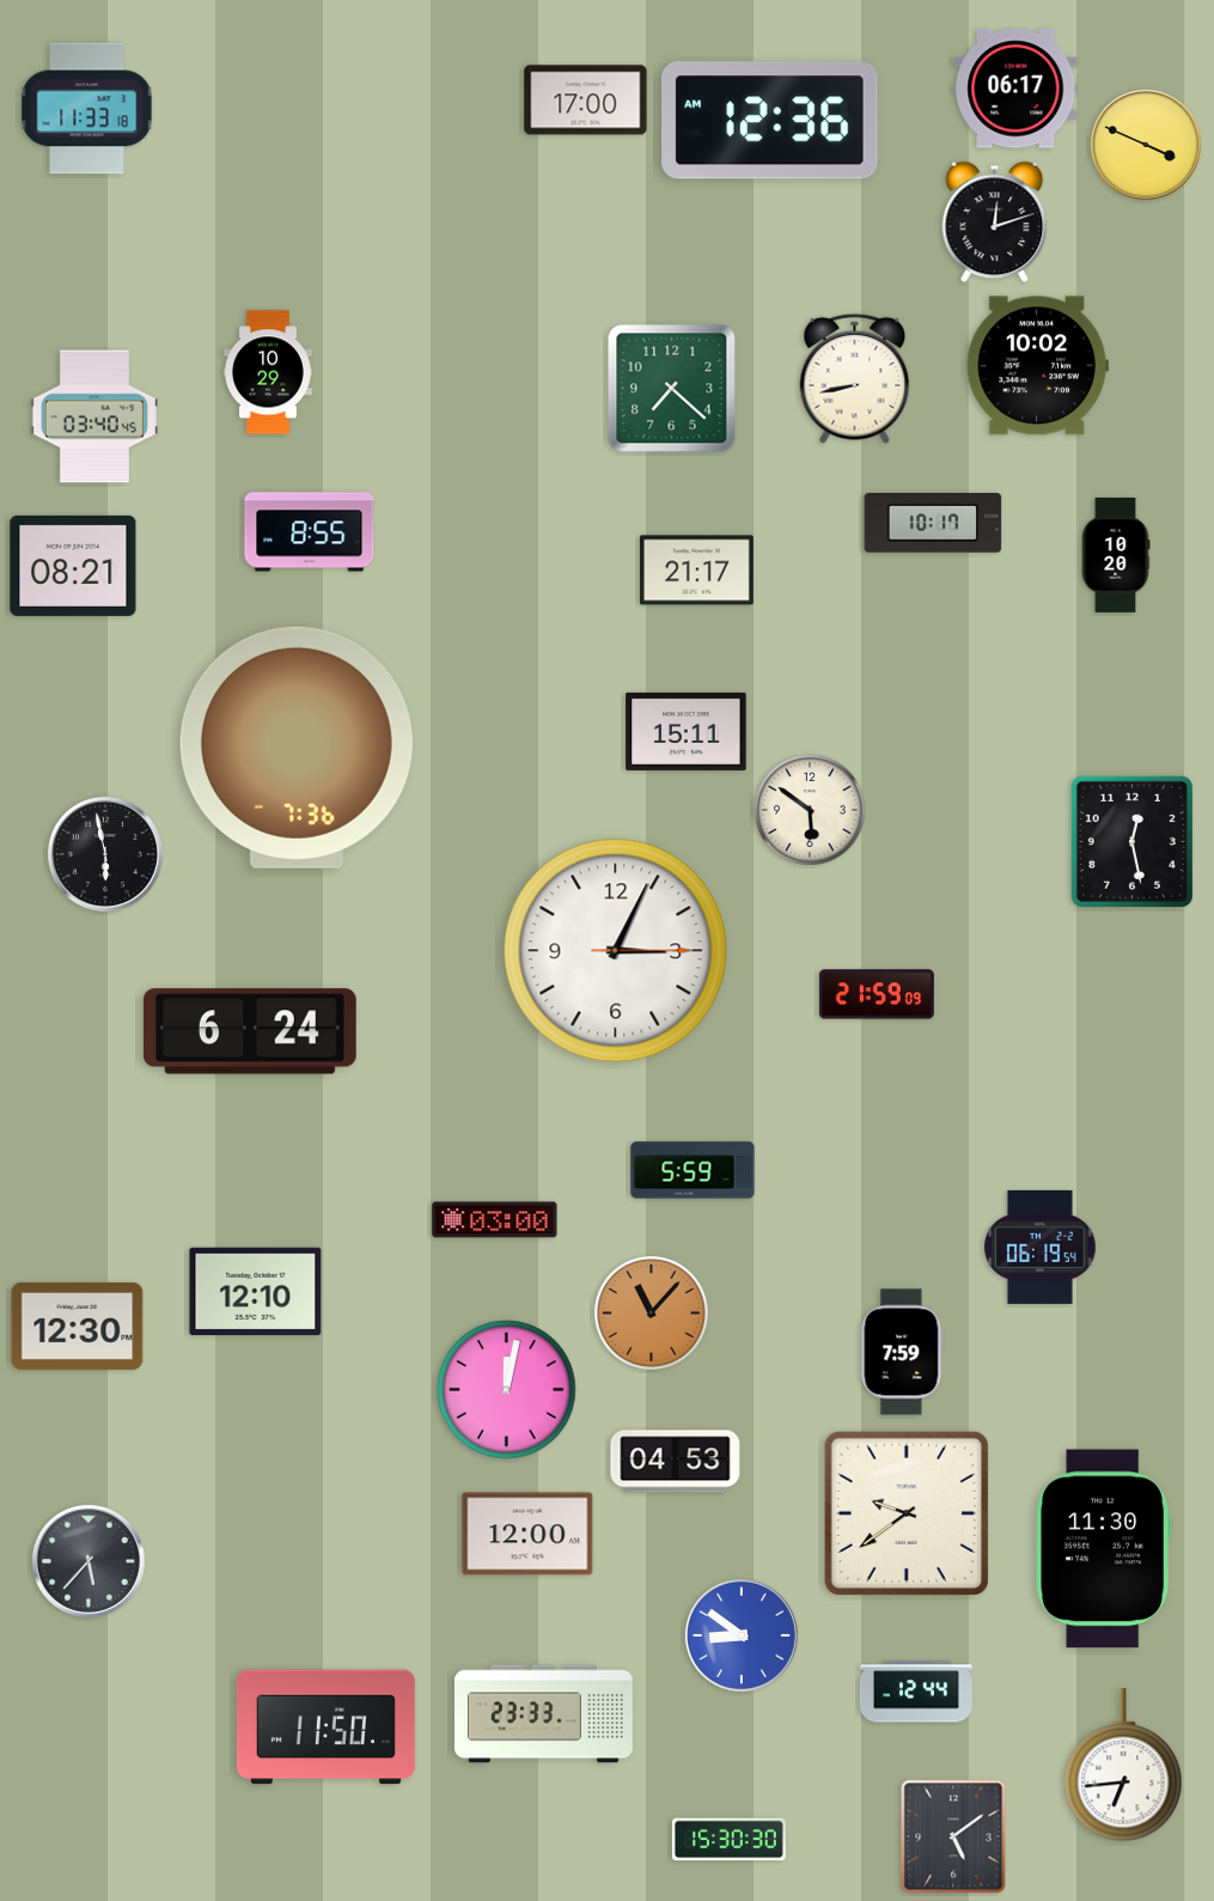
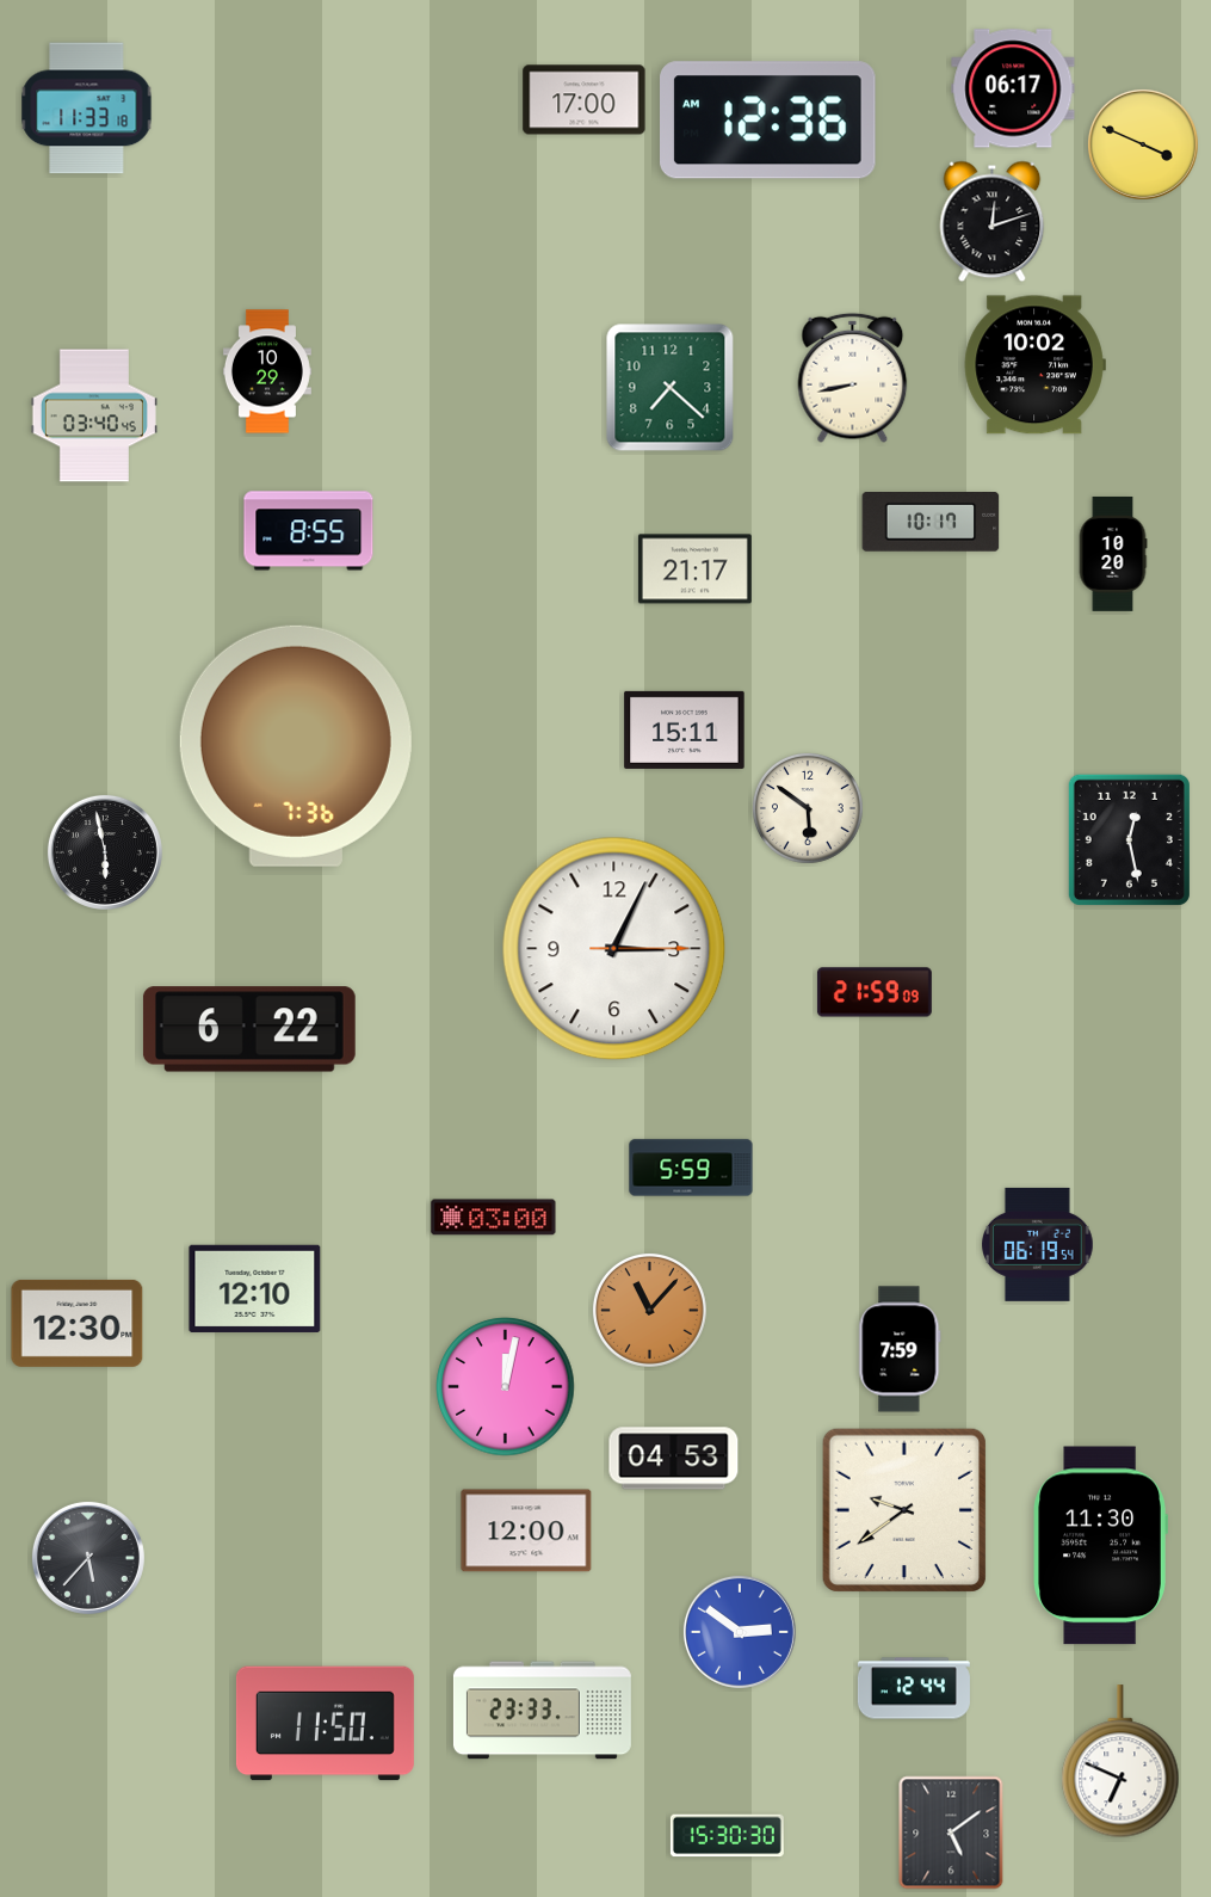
clock at (73, 566): 08:21 -> none
clock at (250, 1031): 6:24 -> 6:22
clock at (742, 1635): 8:51 -> 2:51
clock at (1123, 1766): 6:44 -> 6:49
